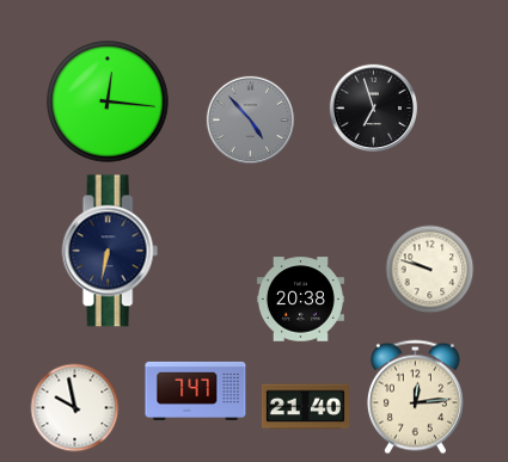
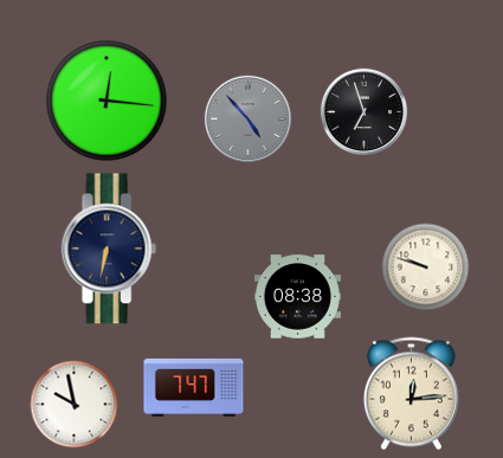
clock at (374, 109) position: (374, 109) -> (365, 112)
clock at (300, 300): 20:38 -> 08:38
clock at (305, 407): 21:40 -> none
